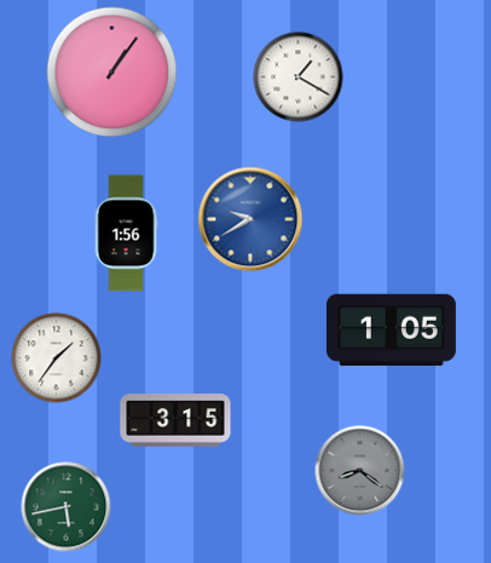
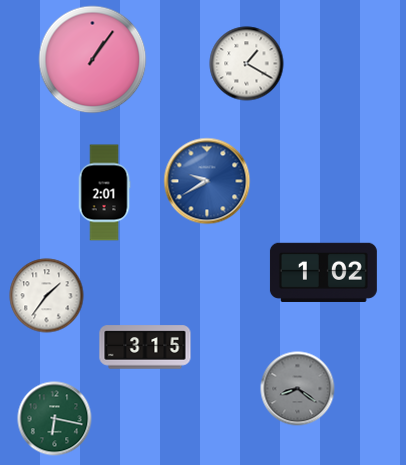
clock at (126, 234): 1:56 -> 2:01
clock at (391, 329): 1:05 -> 1:02
clock at (67, 507): 5:43 -> 6:17
